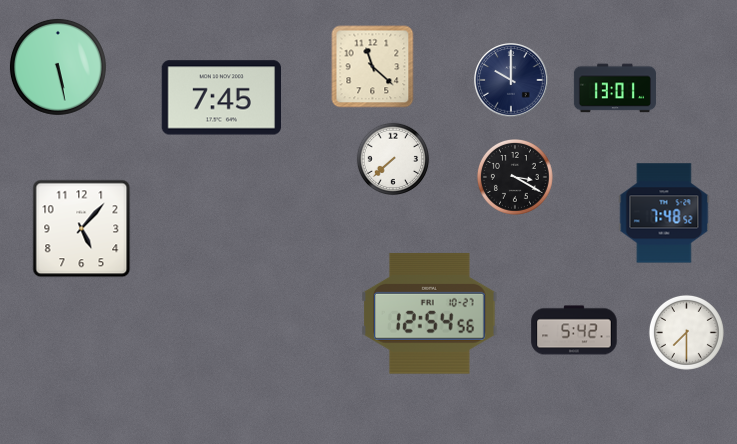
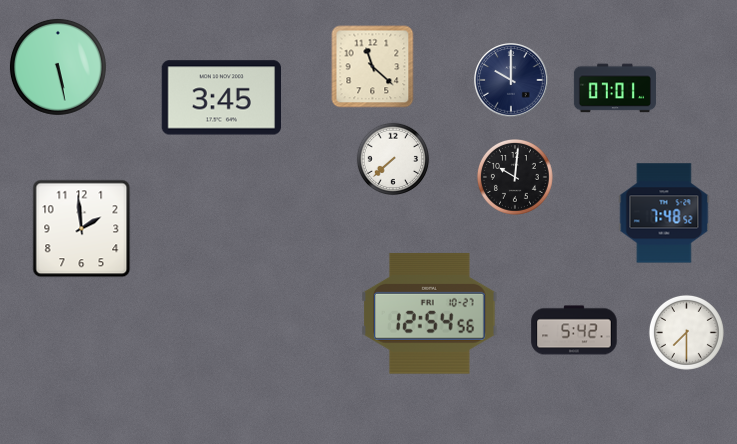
clock at (615, 88): 13:01 -> 07:01
clock at (221, 98): 7:45 -> 3:45
clock at (515, 177): 3:20 -> 10:01
clock at (82, 229): 5:07 -> 1:59
